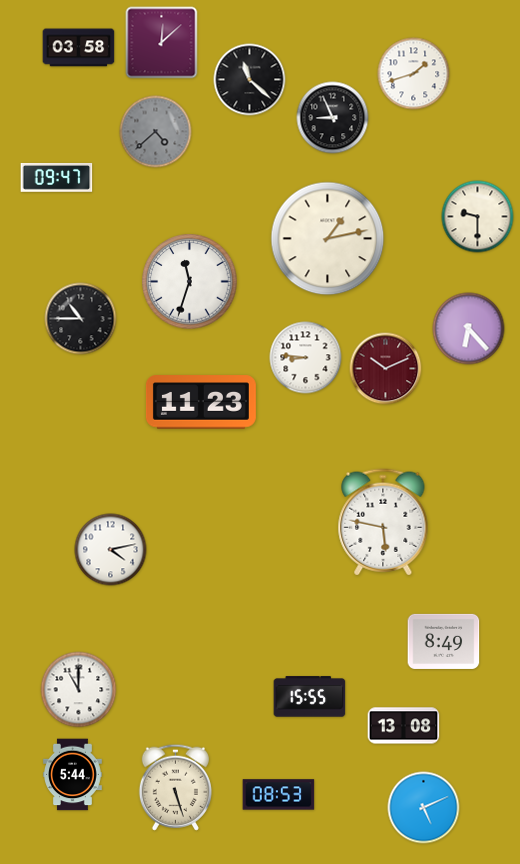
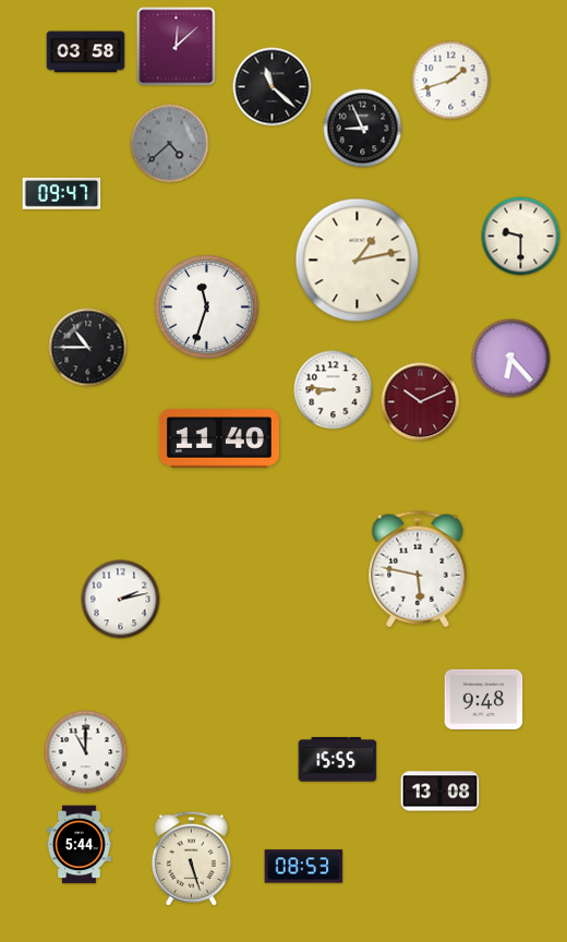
clock at (201, 402): 11:23 -> 11:40
clock at (111, 550): 4:13 -> 2:13
clock at (444, 641): 8:49 -> 9:48
clock at (424, 808): 5:11 -> none
